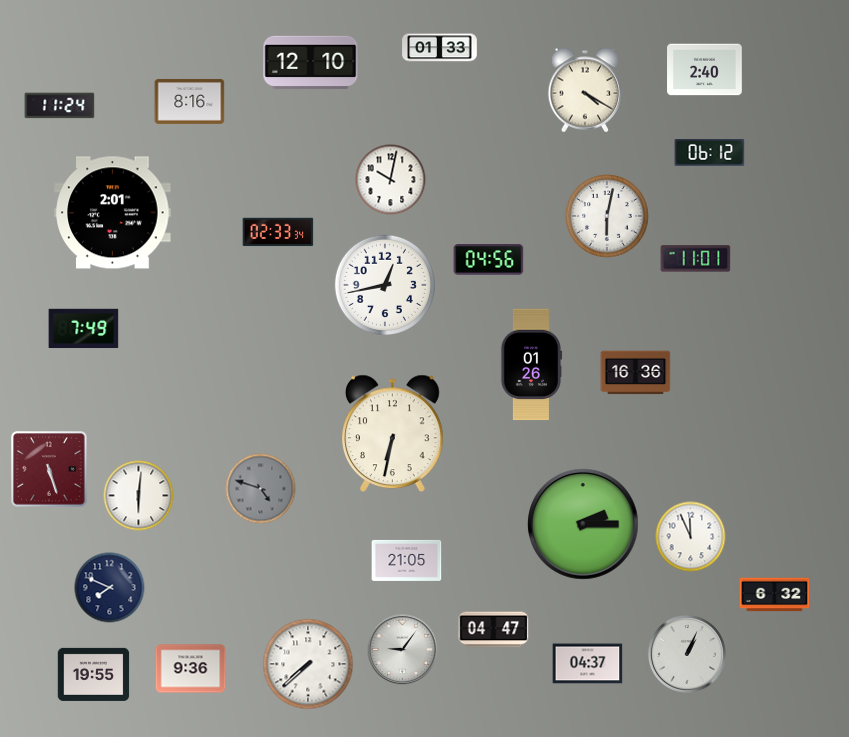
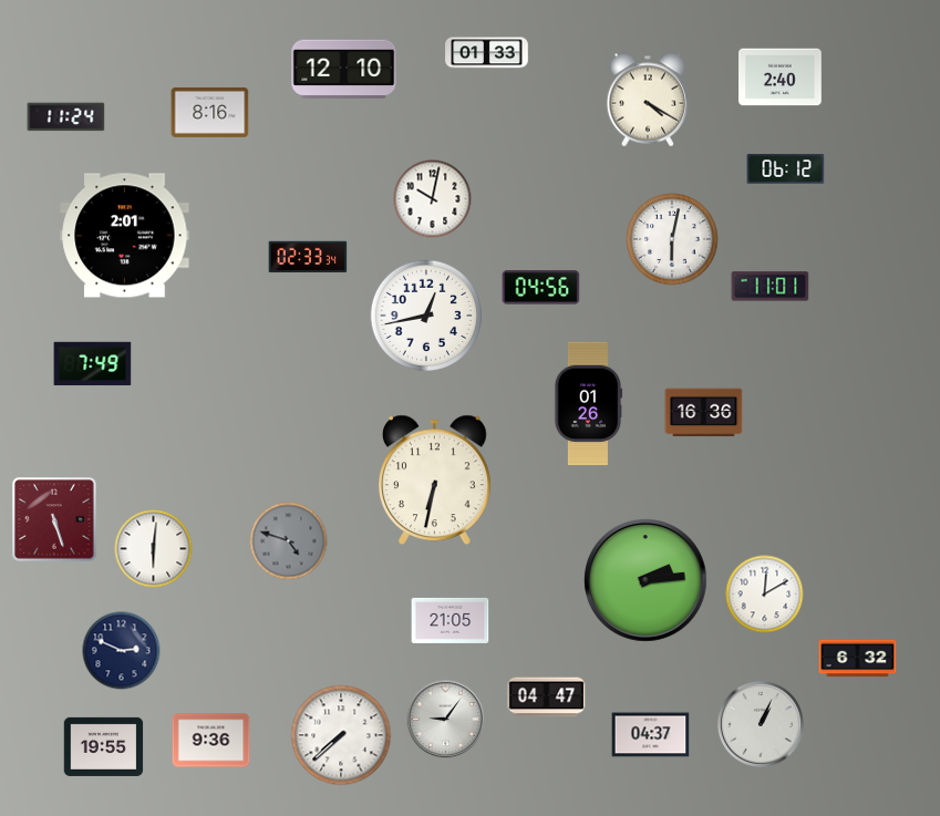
clock at (584, 525): 2:15 -> 2:14
clock at (691, 537): 11:56 -> 12:10
clock at (110, 588): 7:49 -> 2:49
